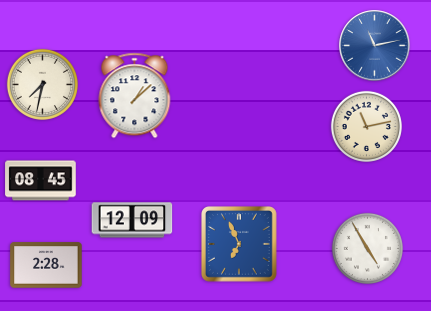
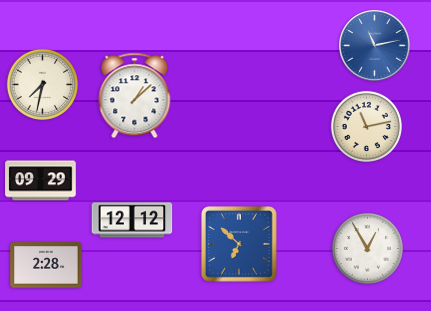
clock at (41, 181): 08:45 -> 09:29
clock at (132, 220): 12:09 -> 12:12
clock at (240, 245): 6:56 -> 6:52
clock at (367, 248): 4:55 -> 12:55
